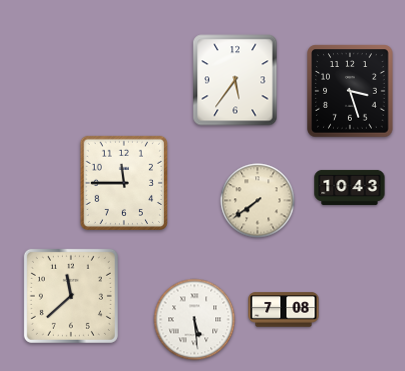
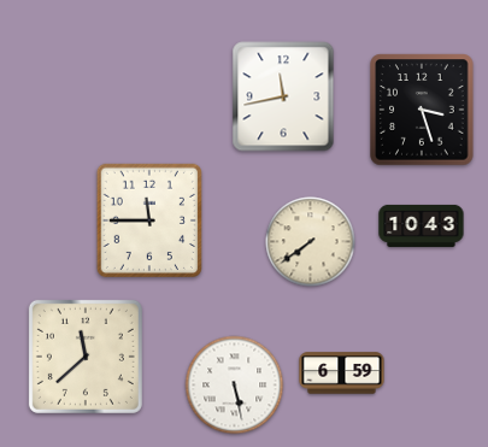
clock at (235, 80): 5:36 -> 11:43
clock at (284, 310): 7:08 -> 6:59
clock at (195, 320): 5:29 -> 5:28
